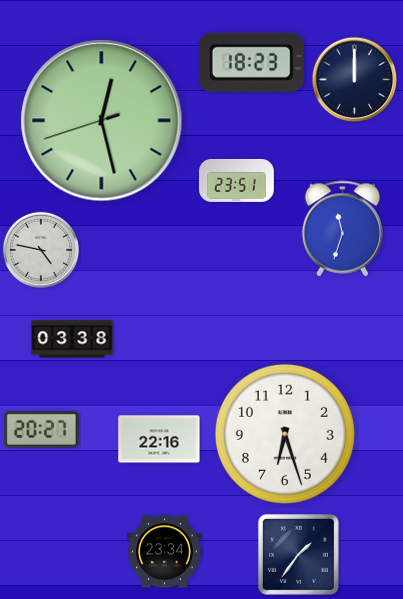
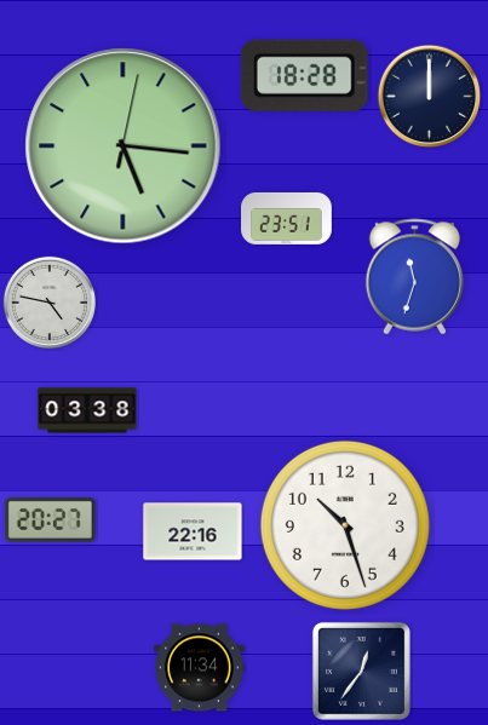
clock at (251, 62): 18:23 -> 18:28
clock at (102, 121): 12:27 -> 5:16
clock at (285, 434): 6:27 -> 10:27
clock at (165, 552): 23:34 -> 11:34
clock at (298, 554): 1:36 -> 12:36
